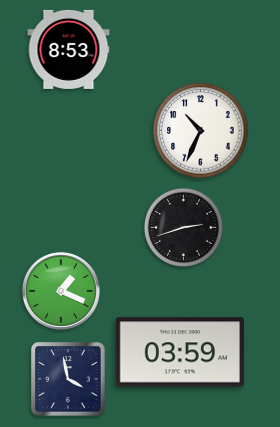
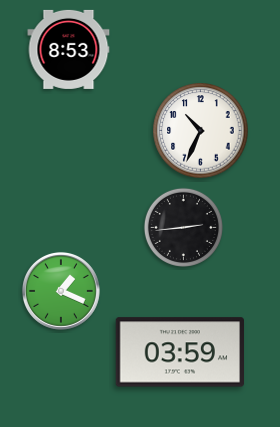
clock at (183, 227): 2:42 -> 2:44
clock at (69, 380): 3:58 -> none
